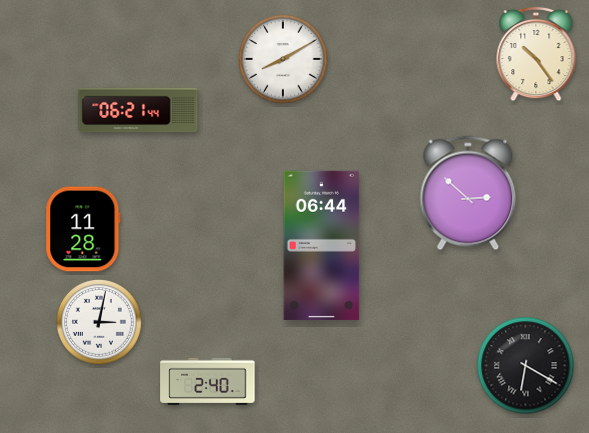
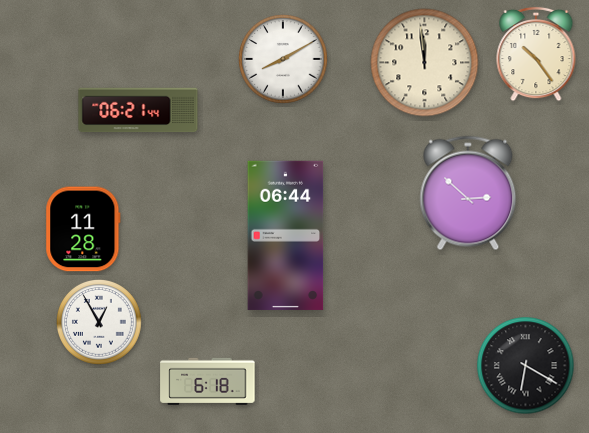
clock at (425, 63): none -> 11:59
clock at (322, 245) position: (322, 245) -> (286, 235)
clock at (100, 323): 3:02 -> 12:55
clock at (208, 381): 2:40 -> 6:18
